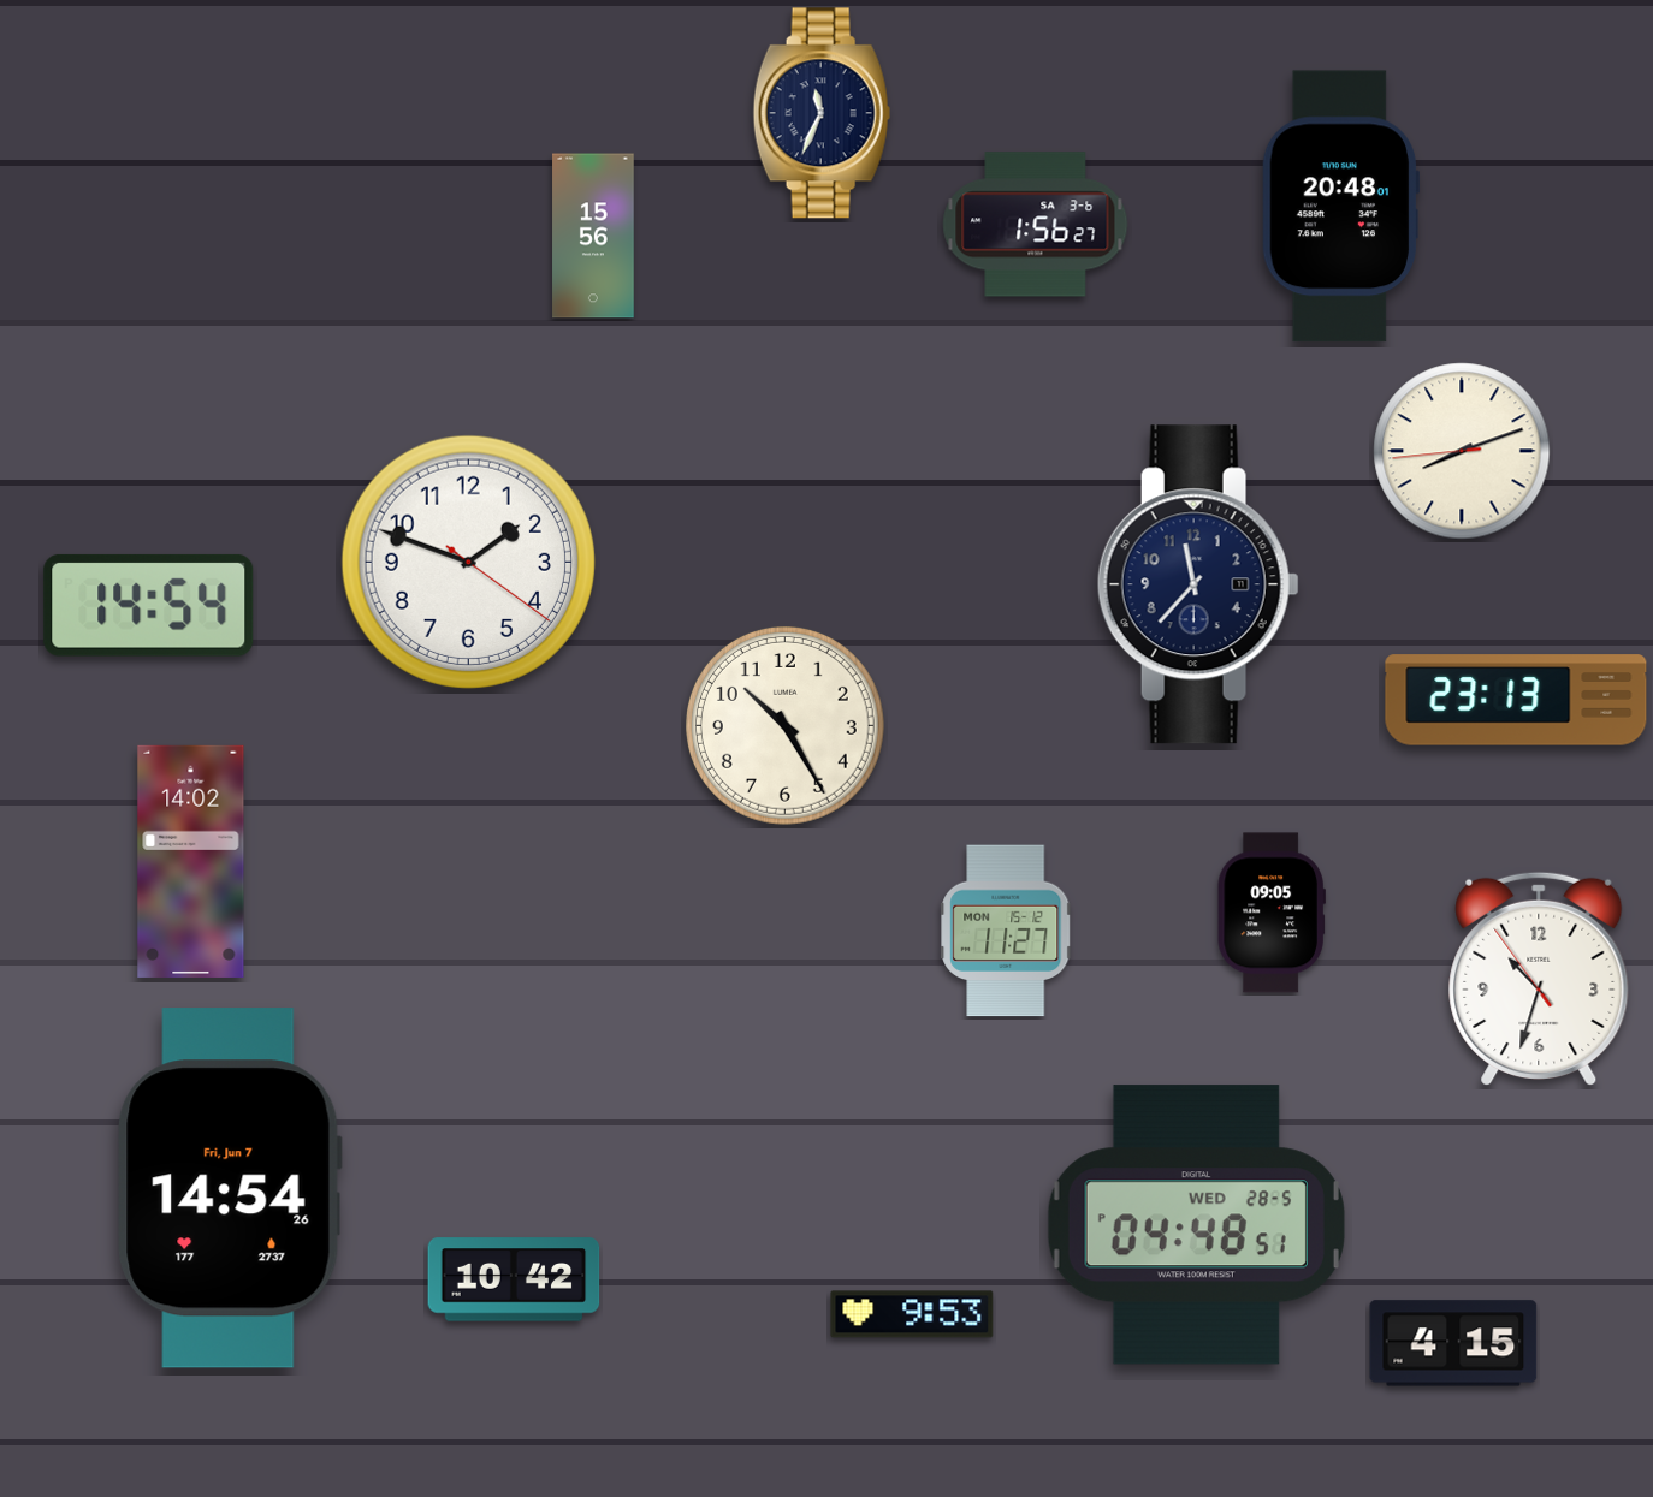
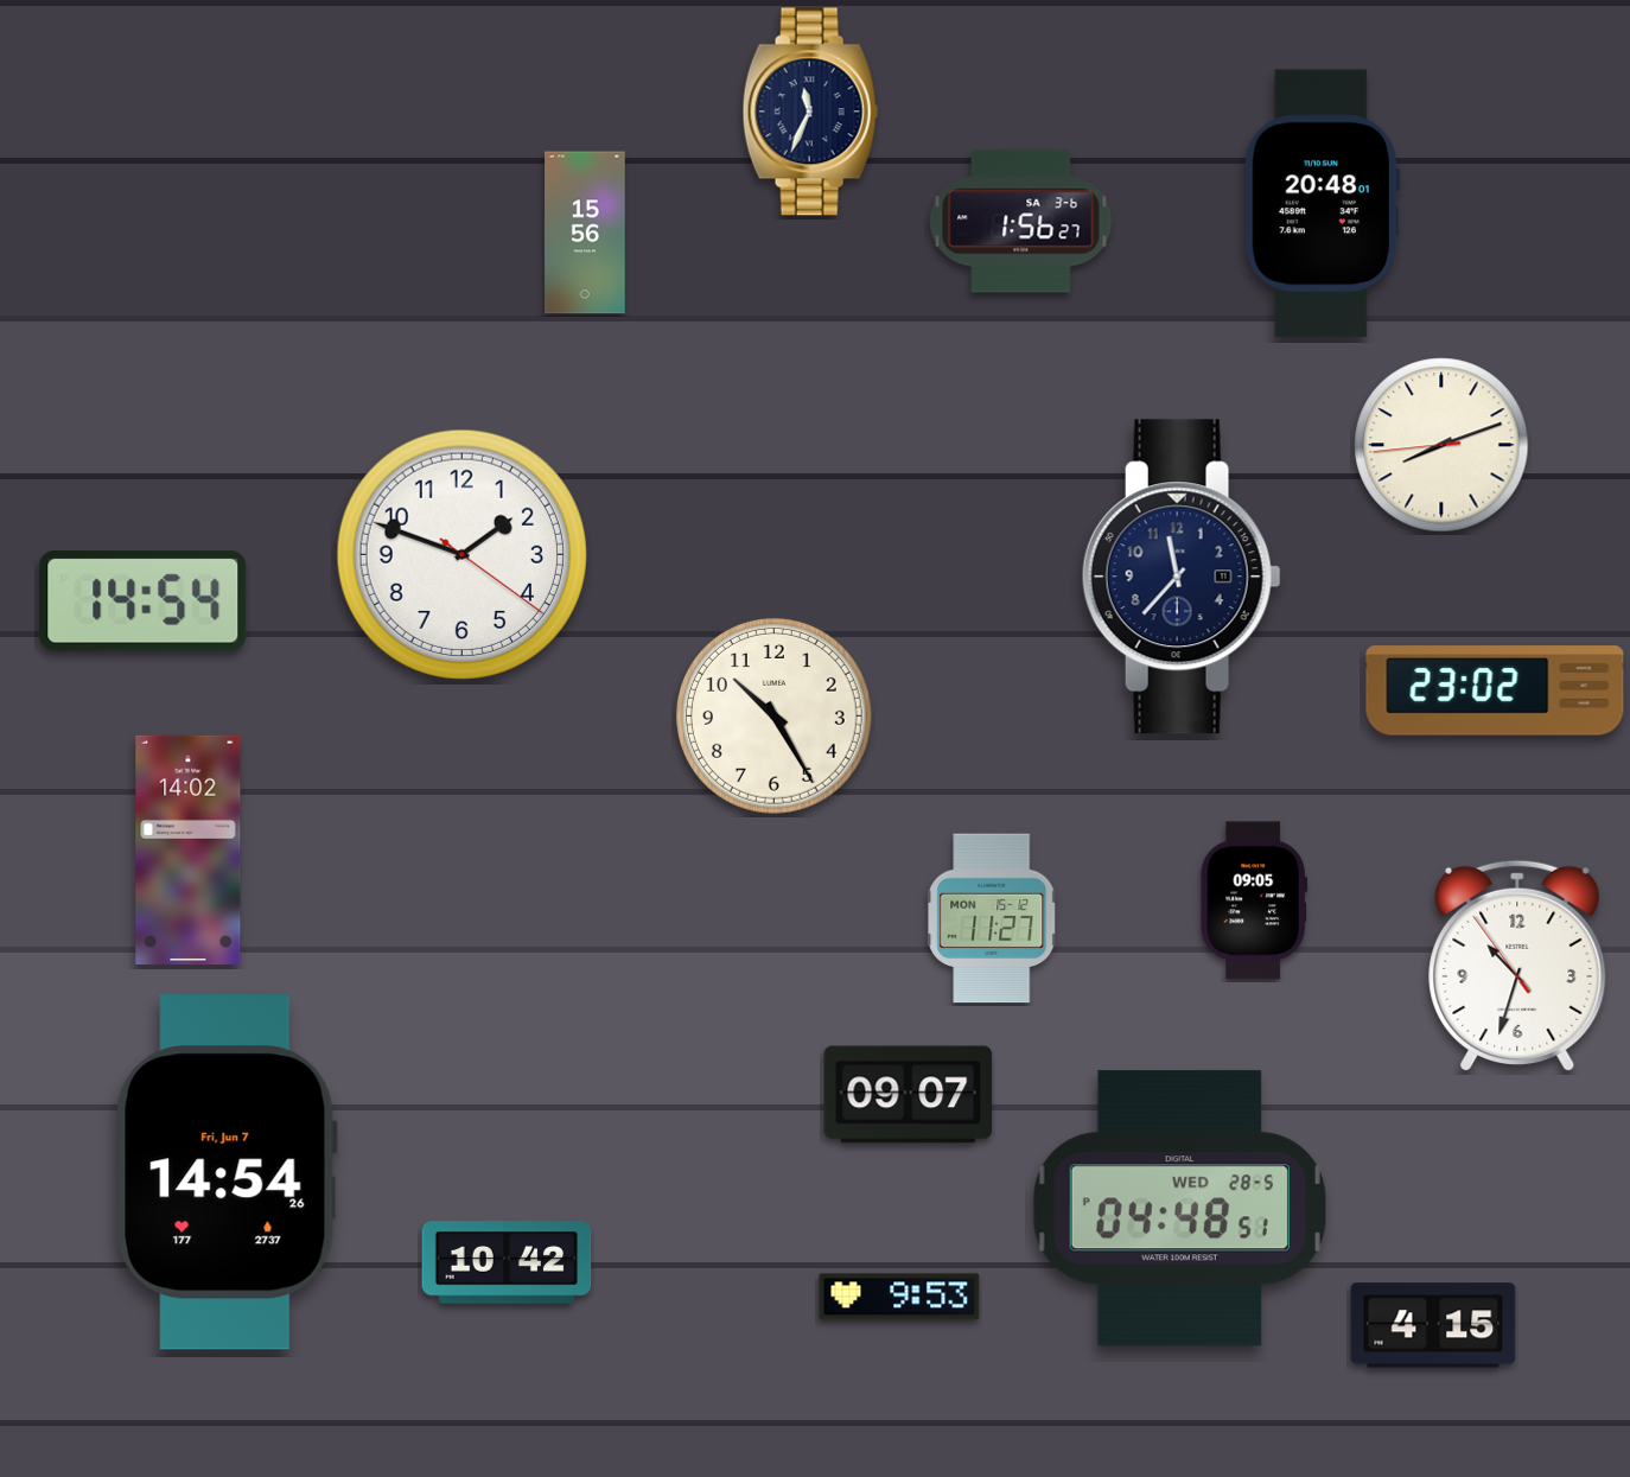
clock at (149, 605) position: (149, 605) -> (144, 600)
clock at (1516, 700): 23:13 -> 23:02
clock at (909, 1095): none -> 09:07
